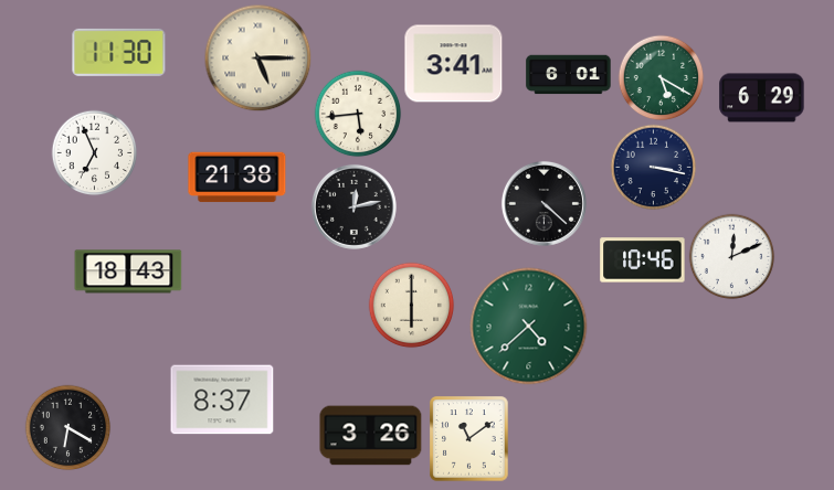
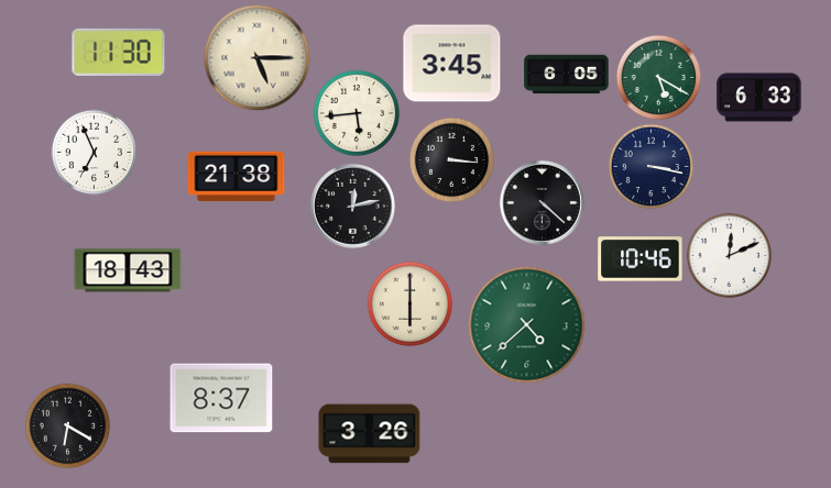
clock at (454, 64): 3:41 -> 3:45
clock at (569, 75): 6:01 -> 6:05
clock at (762, 98): 6:29 -> 6:33
clock at (451, 159): none -> 3:16
clock at (469, 439): 11:09 -> none
